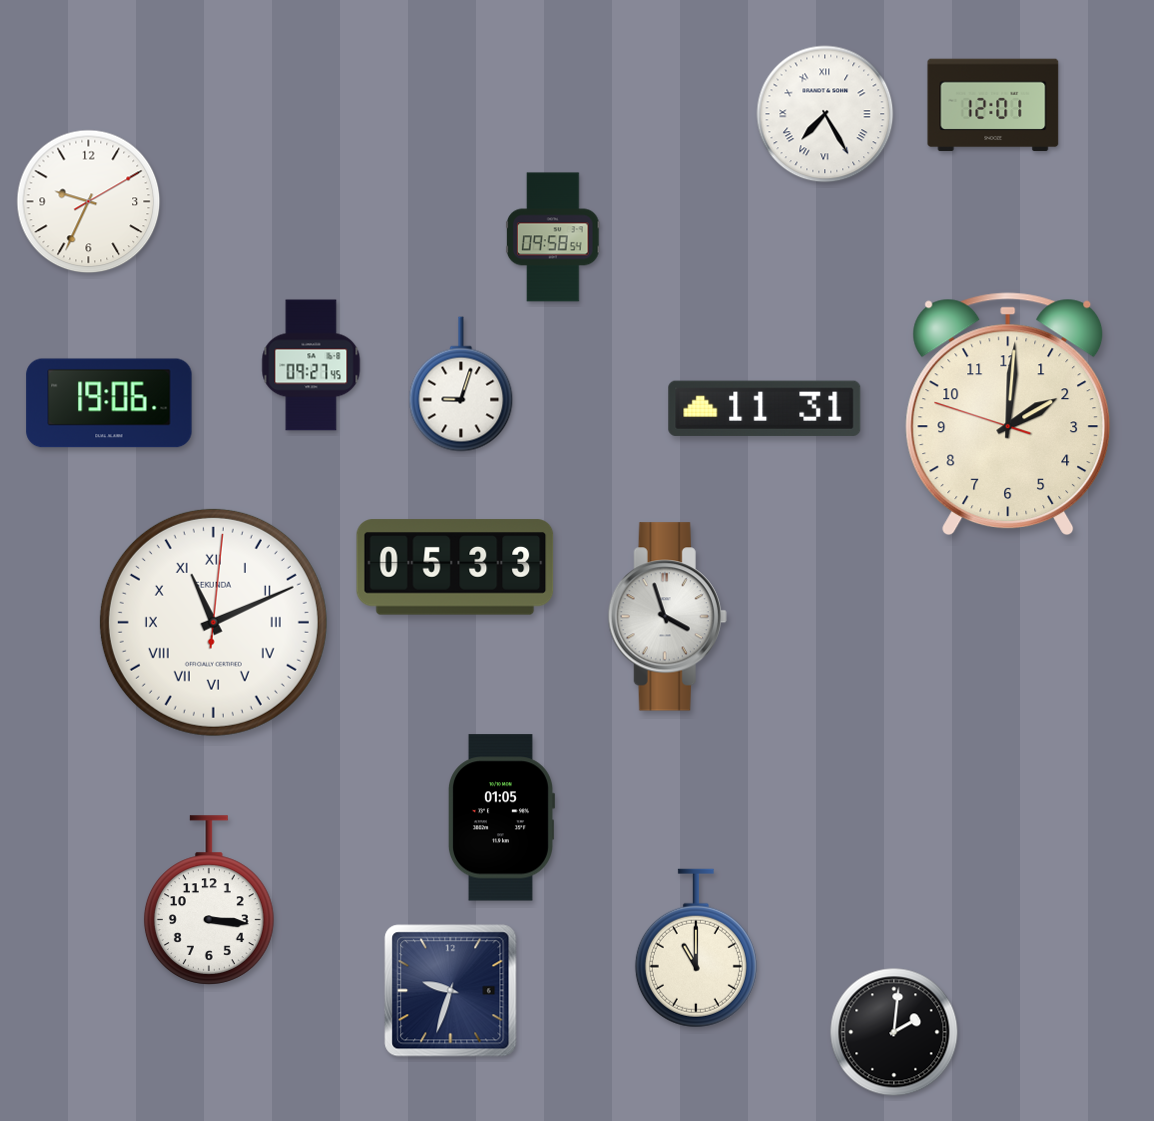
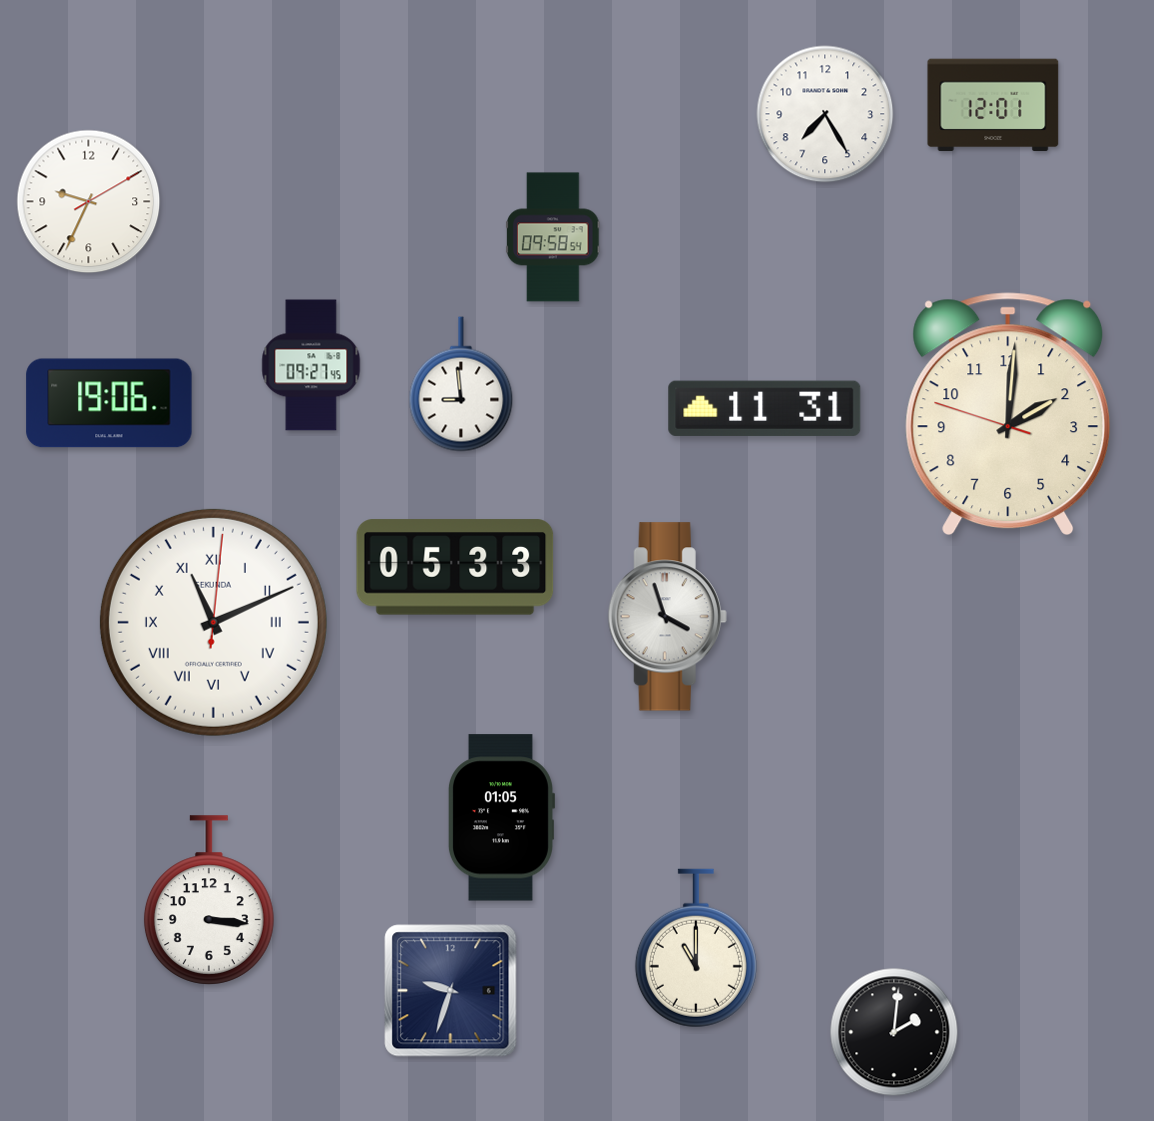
clock at (825, 114) numerals: Roman -> Arabic
clock at (461, 384): 9:03 -> 8:59
